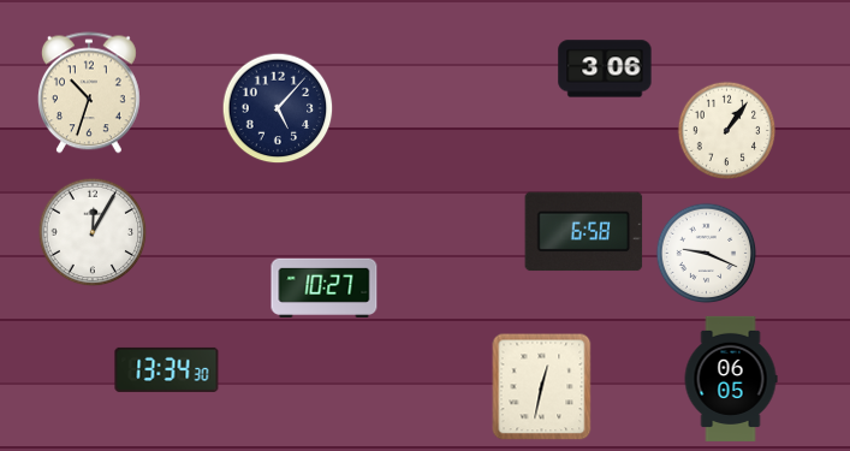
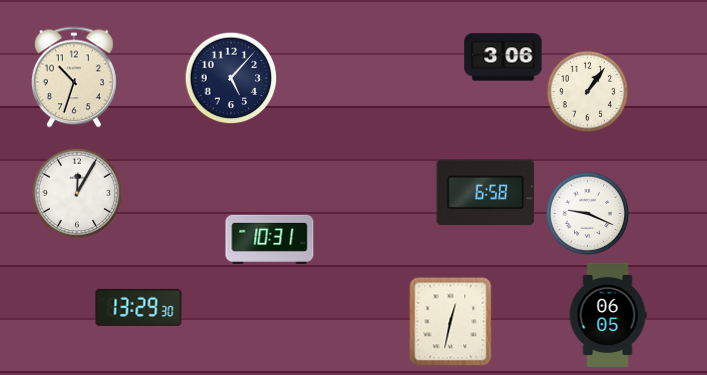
clock at (278, 108) position: (278, 108) -> (231, 78)
clock at (726, 130) position: (726, 130) -> (587, 91)
clock at (706, 253) position: (706, 253) -> (587, 213)
clock at (325, 287): 10:27 -> 10:31
clock at (167, 369): 13:34 -> 13:29
